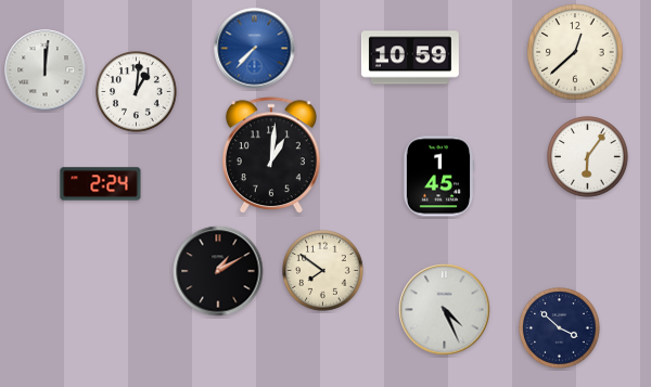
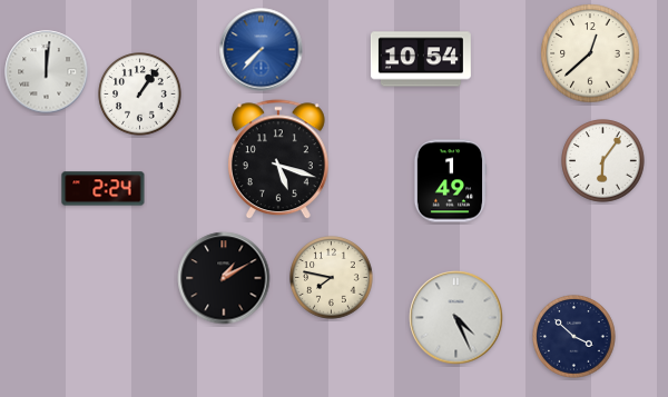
clock at (410, 57): 10:59 -> 10:54
clock at (137, 92): 1:01 -> 1:06
clock at (271, 156): 1:01 -> 5:18
clock at (438, 177): 1:45 -> 1:49
clock at (323, 271): 7:51 -> 7:47
